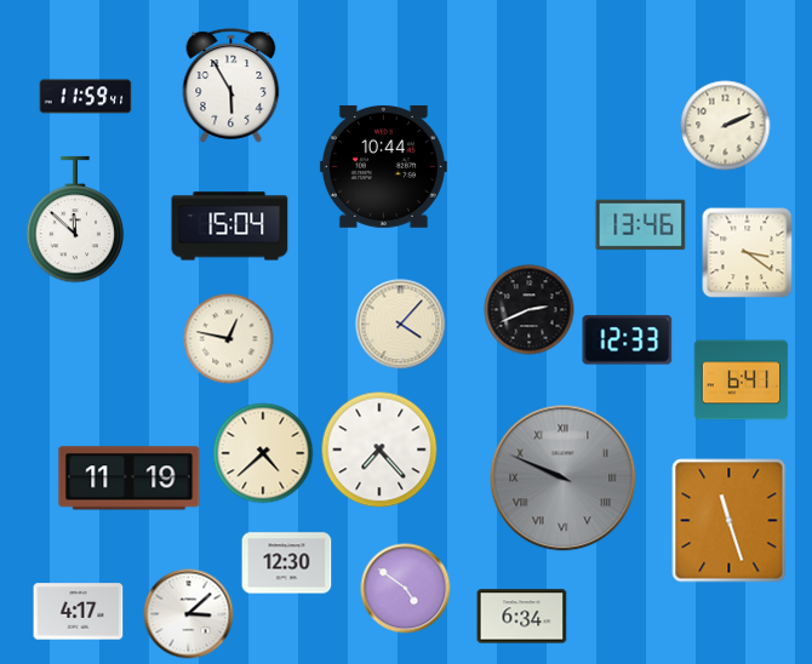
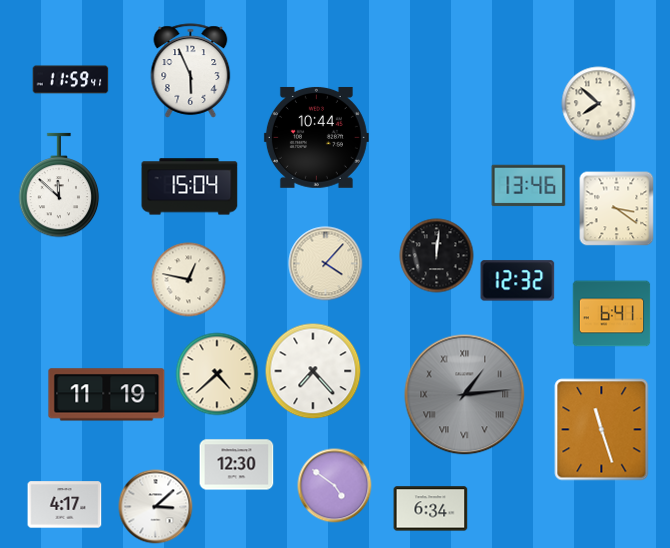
clock at (231, 86): 5:55 -> 5:56
clock at (726, 126): 2:11 -> 7:52
clock at (75, 219) position: (75, 219) -> (59, 185)
clock at (530, 310): 2:41 -> 12:01
clock at (401, 325) position: (401, 325) -> (326, 264)
clock at (628, 340): 12:33 -> 12:32
clock at (564, 479): 9:49 -> 1:14
